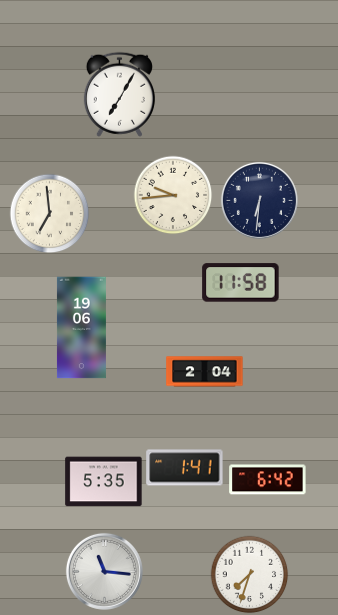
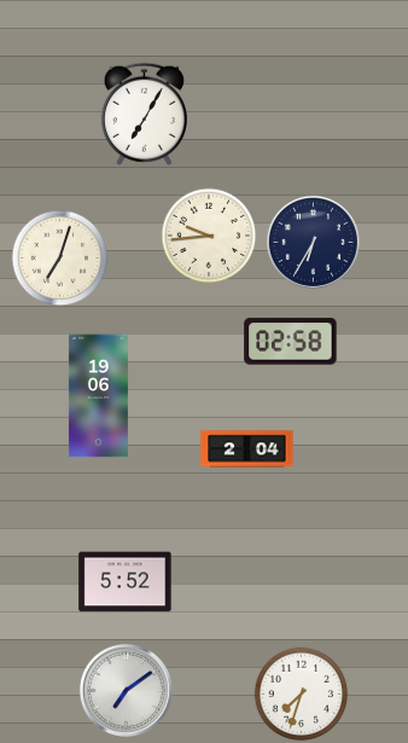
clock at (259, 200): 6:31 -> 6:35
clock at (49, 213): 6:59 -> 7:03
clock at (241, 283): 11:58 -> 02:58
clock at (185, 468): 1:41 -> none
clock at (268, 480): 6:42 -> none
clock at (104, 482): 5:35 -> 5:52
clock at (104, 571): 11:16 -> 7:09
